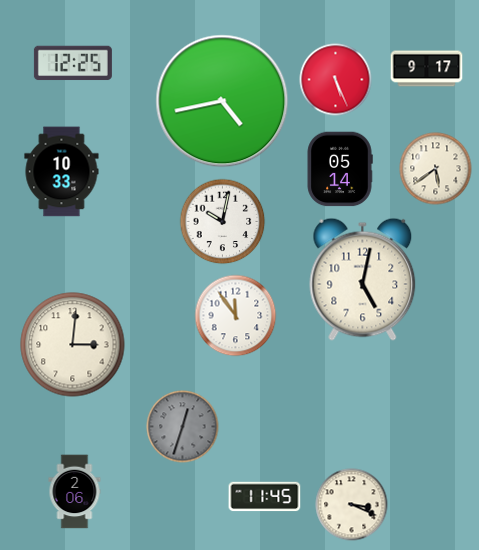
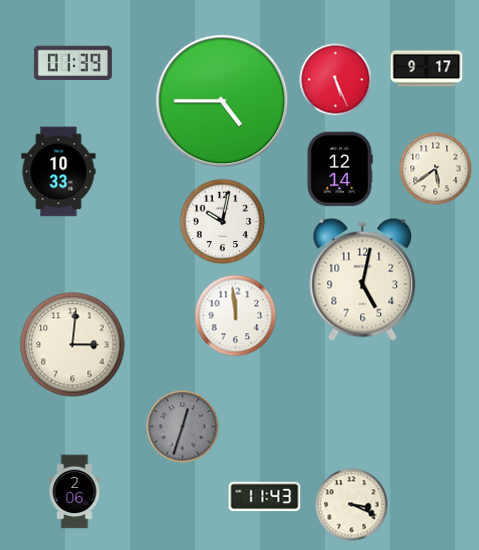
clock at (73, 63): 12:25 -> 01:39
clock at (222, 101): 4:43 -> 4:45
clock at (340, 169): 05:14 -> 12:14
clock at (62, 172) position: (62, 172) -> (59, 172)
clock at (236, 316): 11:54 -> 11:59
clock at (265, 497): 11:45 -> 11:43
